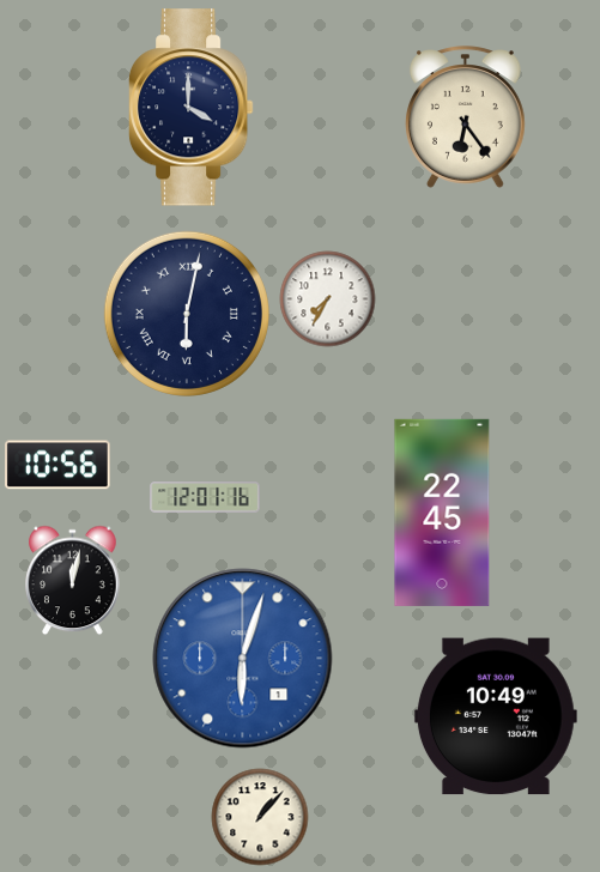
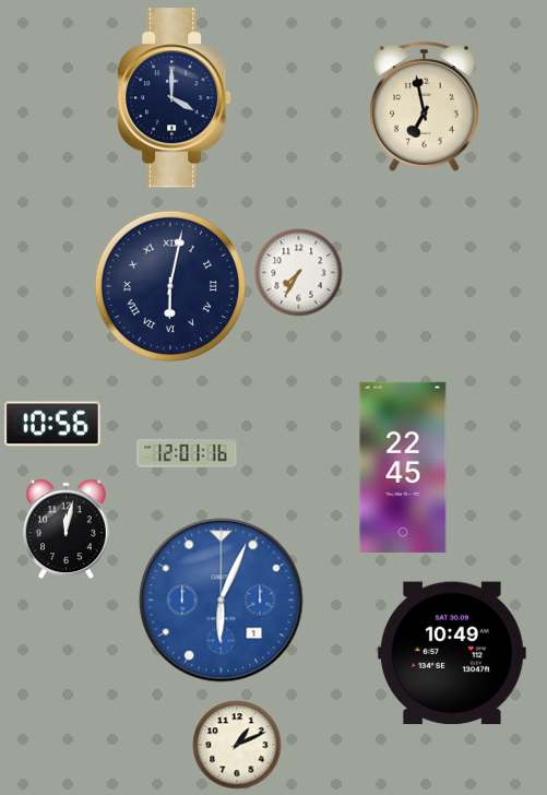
clock at (466, 117): 6:24 -> 6:58
clock at (243, 659): 6:03 -> 6:04
clock at (260, 817): 1:07 -> 1:11
